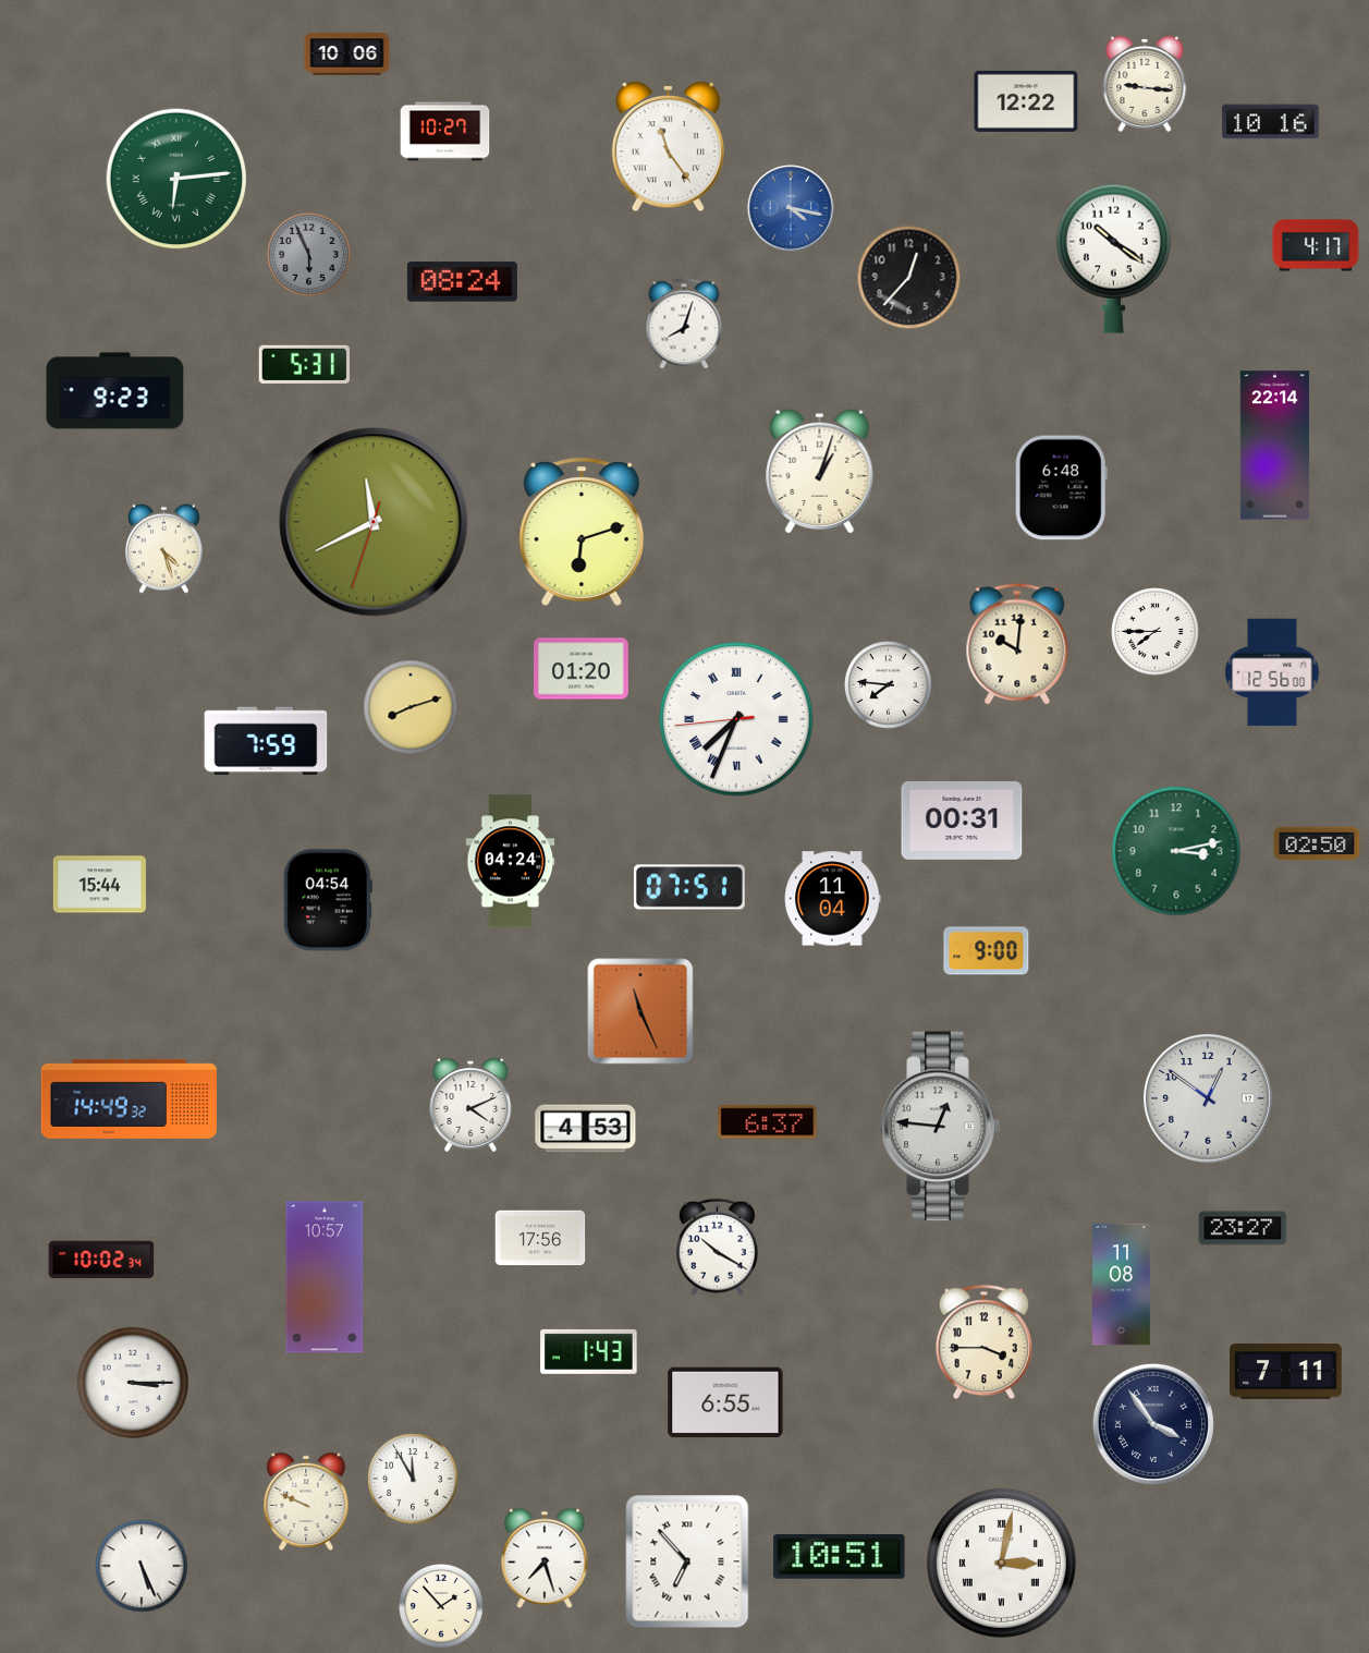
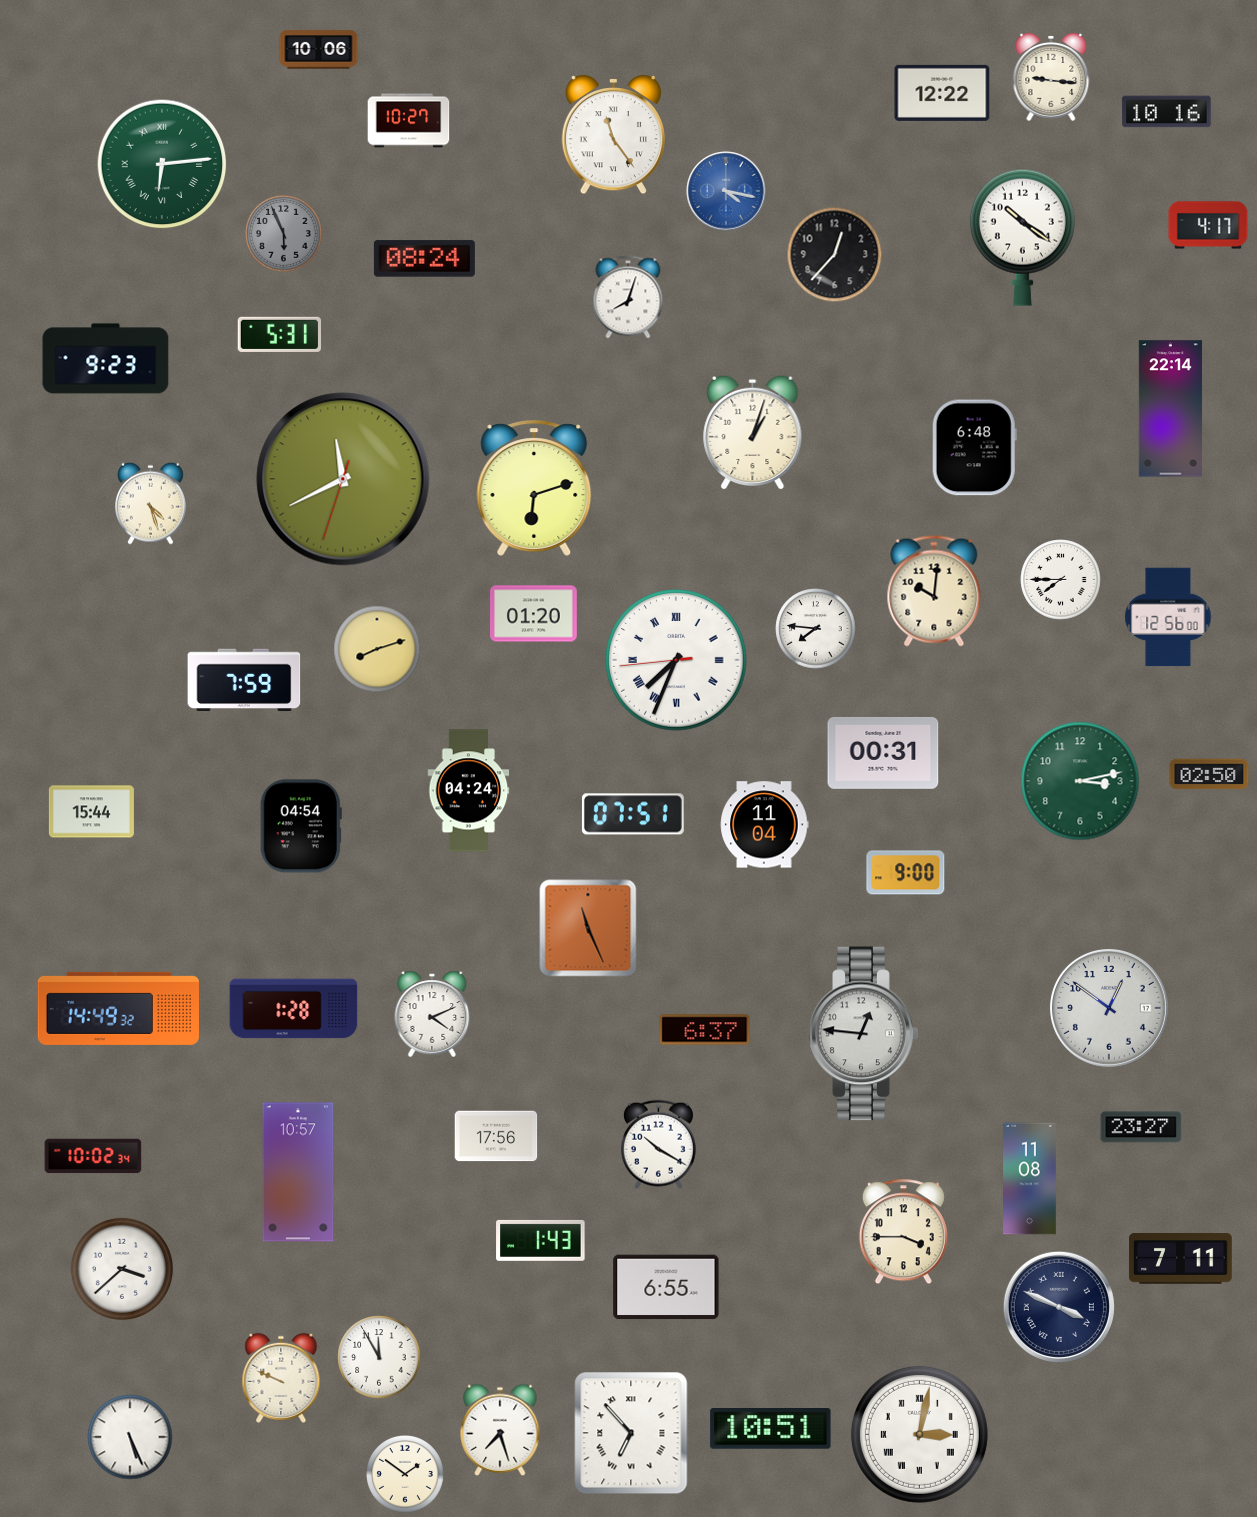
clock at (294, 1009): none -> 1:28
clock at (586, 1129): 4:53 -> none
clock at (132, 1382): 3:15 -> 3:38
clock at (1153, 1424): 3:54 -> 3:49
clock at (442, 1607): 1:53 -> 1:51
